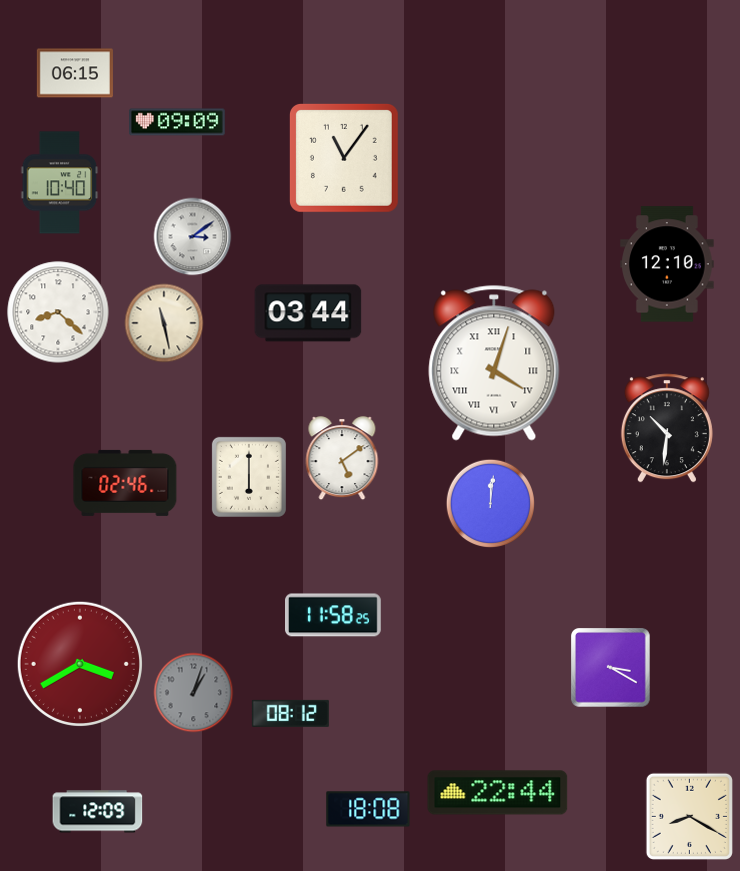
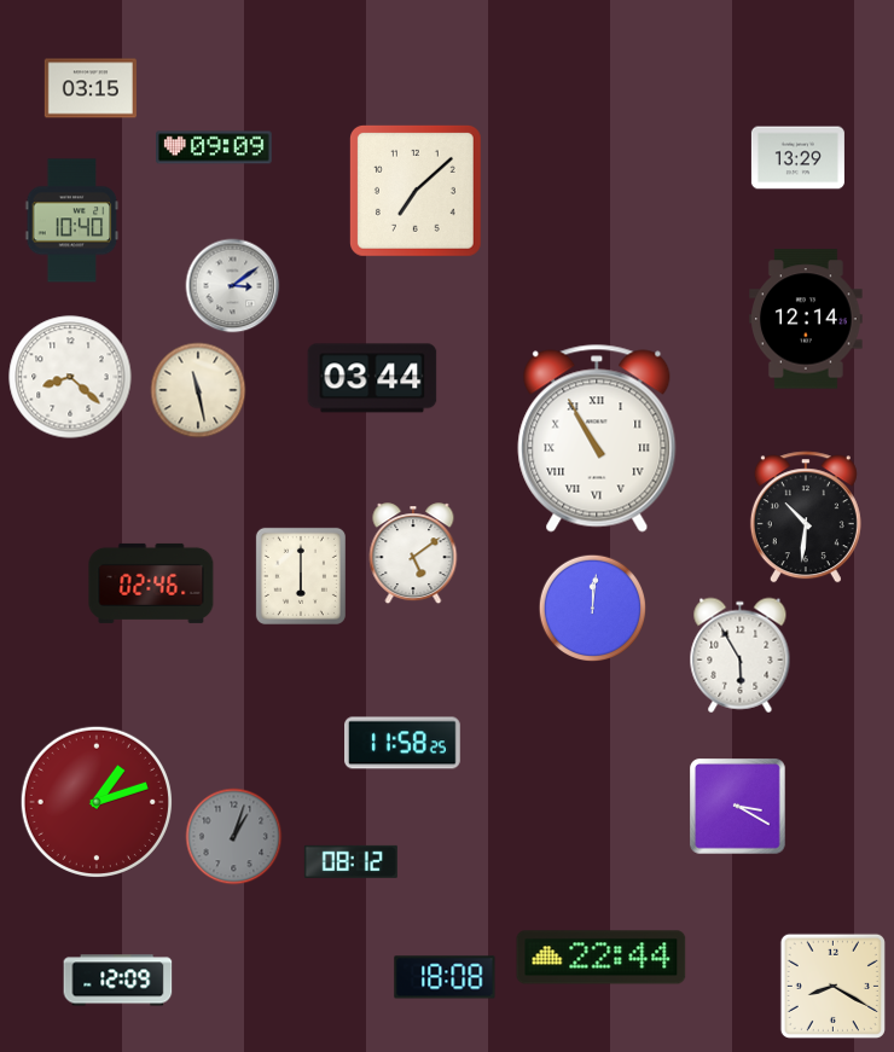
clock at (75, 73): 06:15 -> 03:15
clock at (797, 158): none -> 13:29
clock at (344, 158): 11:06 -> 7:08
clock at (667, 264): 12:10 -> 12:14
clock at (494, 363): 4:03 -> 10:55
clock at (741, 656): none -> 5:55
clock at (80, 664): 3:40 -> 1:12
